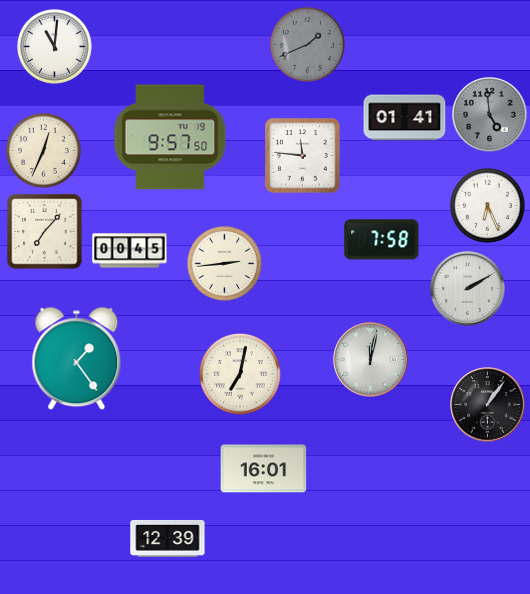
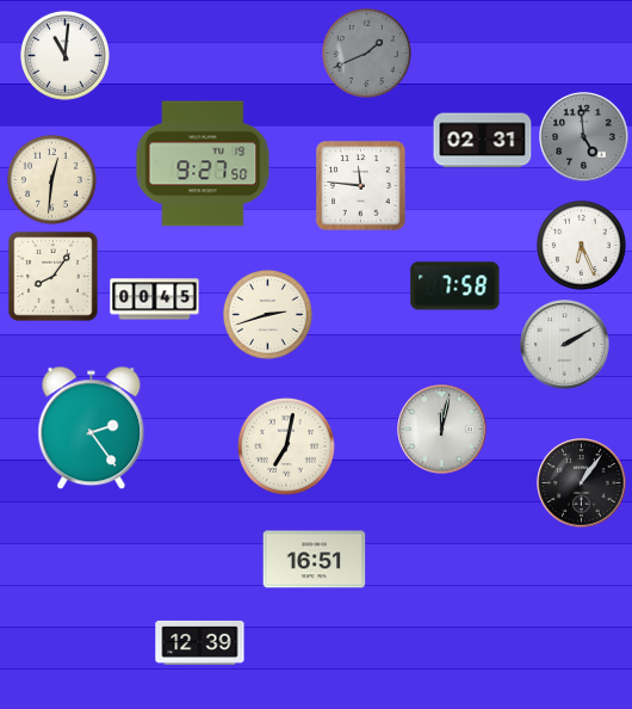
clock at (405, 118): 01:41 -> 02:31
clock at (170, 137): 9:57 -> 9:27
clock at (43, 150): 12:34 -> 12:31
clock at (45, 232): 7:07 -> 8:06
clock at (224, 263): 2:44 -> 2:42
clock at (468, 289) position: (468, 289) -> (565, 345)
clock at (77, 359): 1:24 -> 2:24
clock at (264, 469): 16:01 -> 16:51
